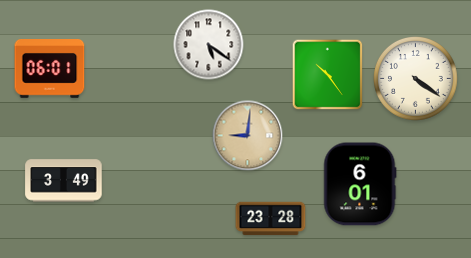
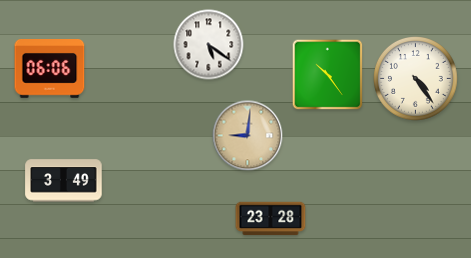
clock at (50, 69): 06:01 -> 06:06
clock at (416, 79): 4:21 -> 4:24
clock at (360, 184): 6:01 -> none
